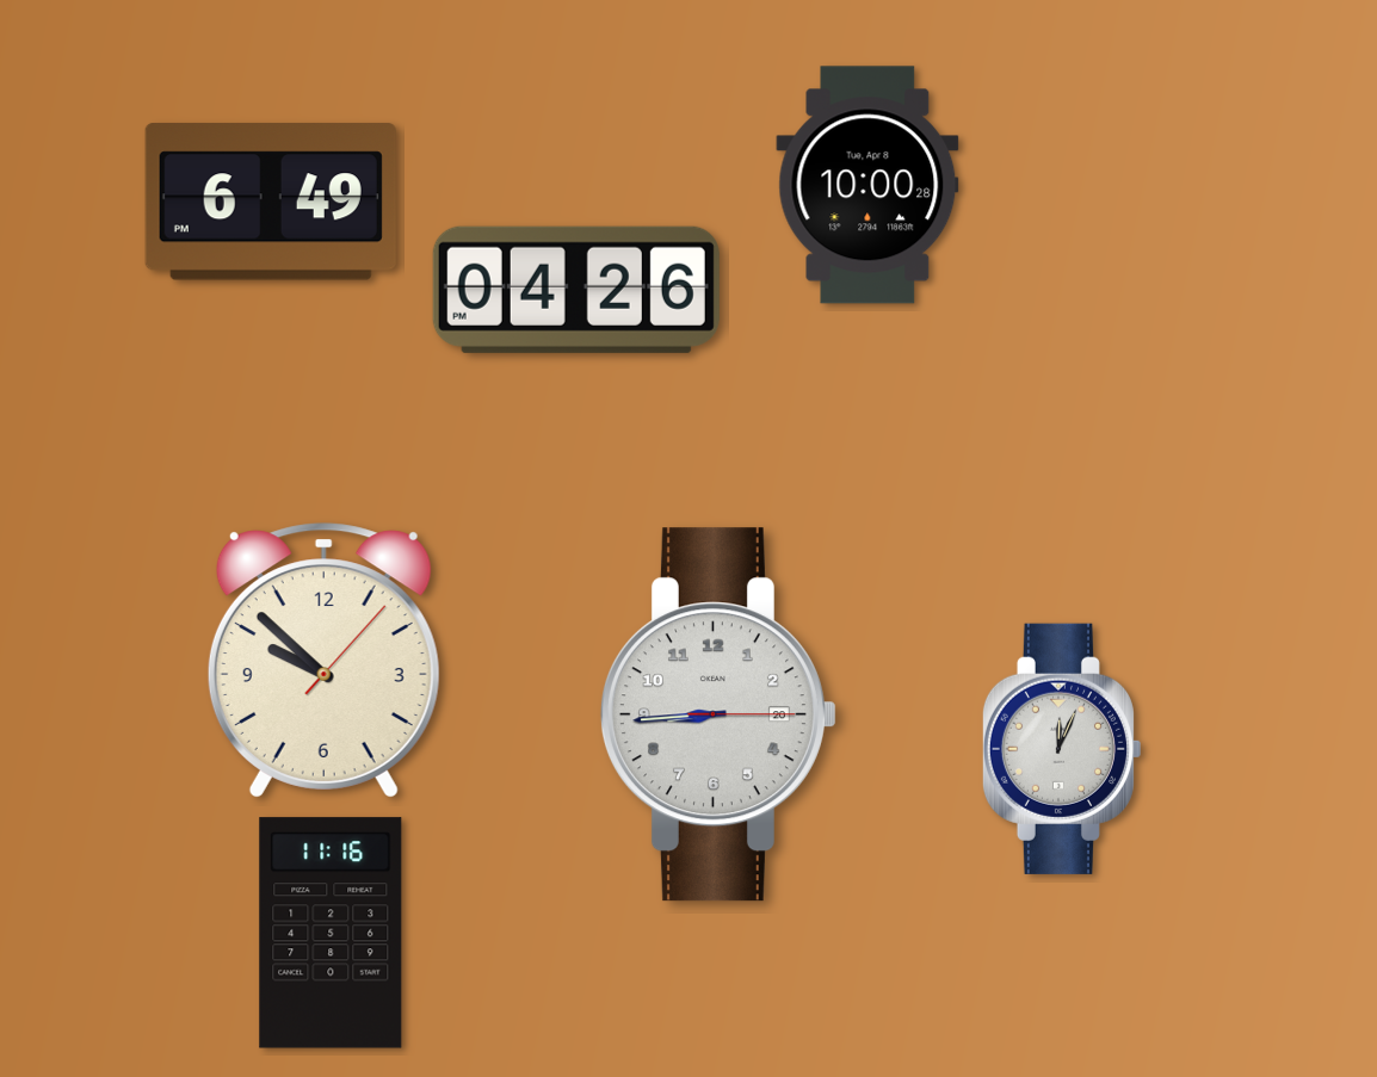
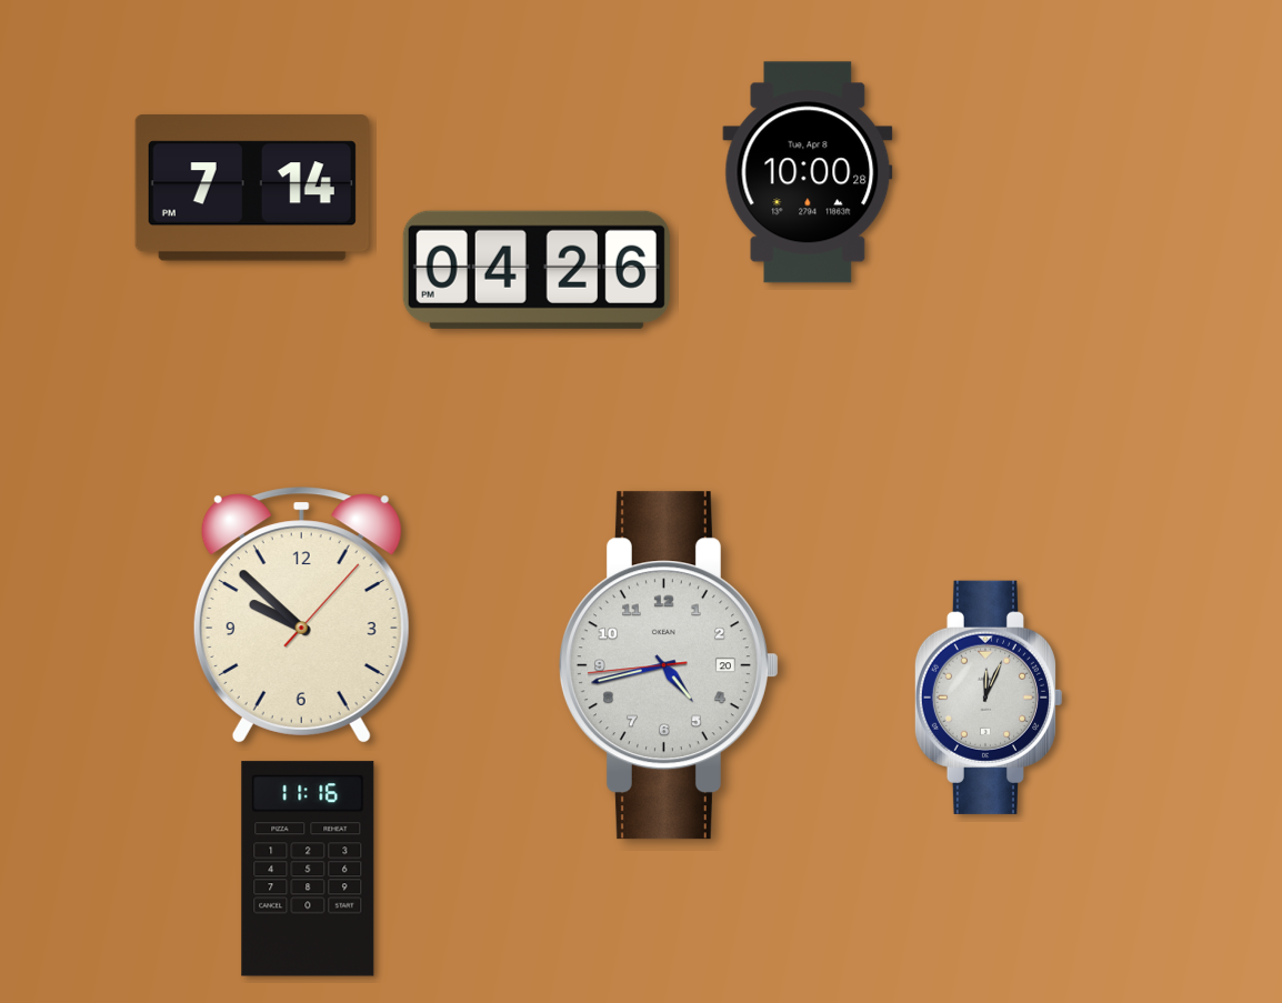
clock at (271, 202): 6:49 -> 7:14
clock at (718, 714): 8:44 -> 4:42
